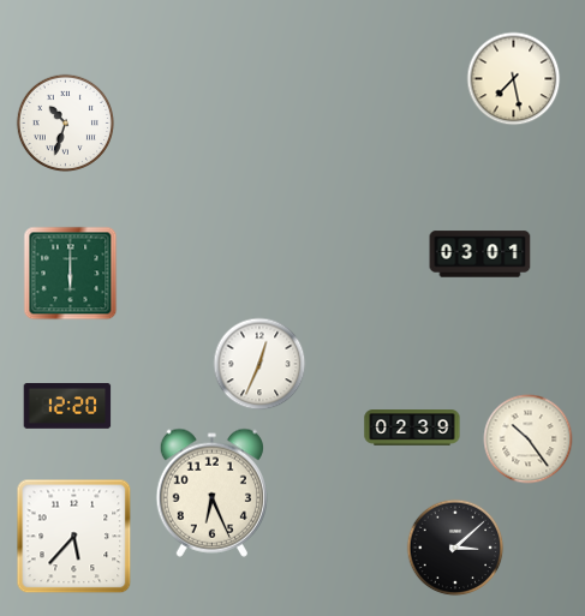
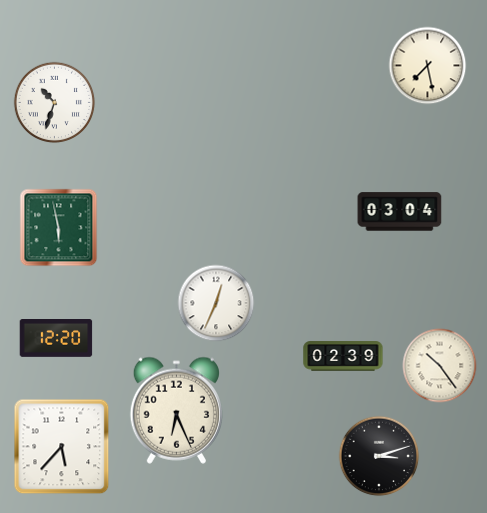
clock at (480, 255): 03:01 -> 03:04
clock at (71, 274): 6:00 -> 5:58
clock at (455, 548): 3:08 -> 3:12
